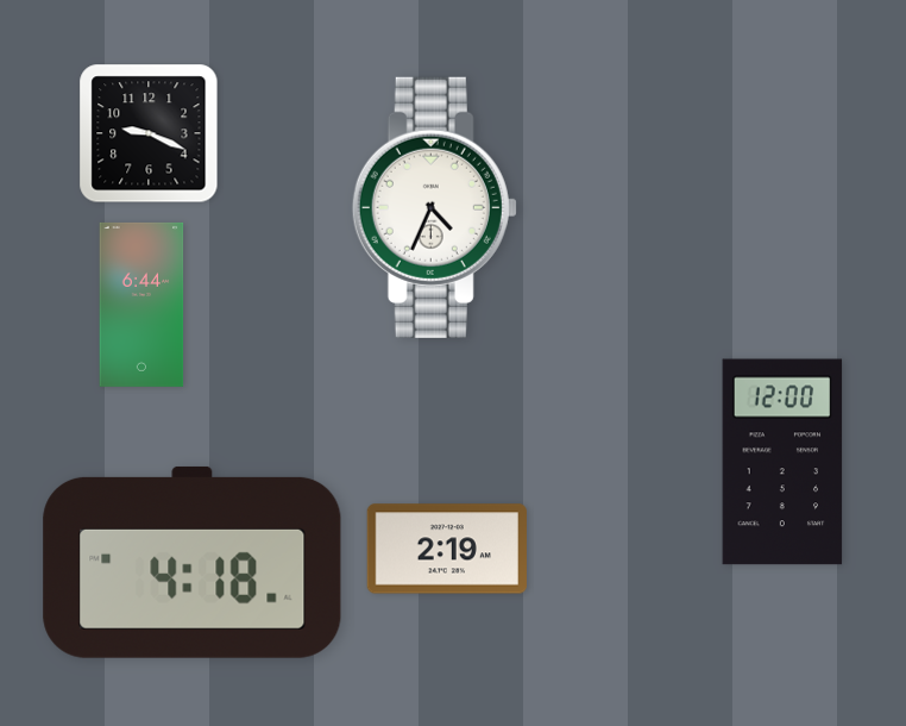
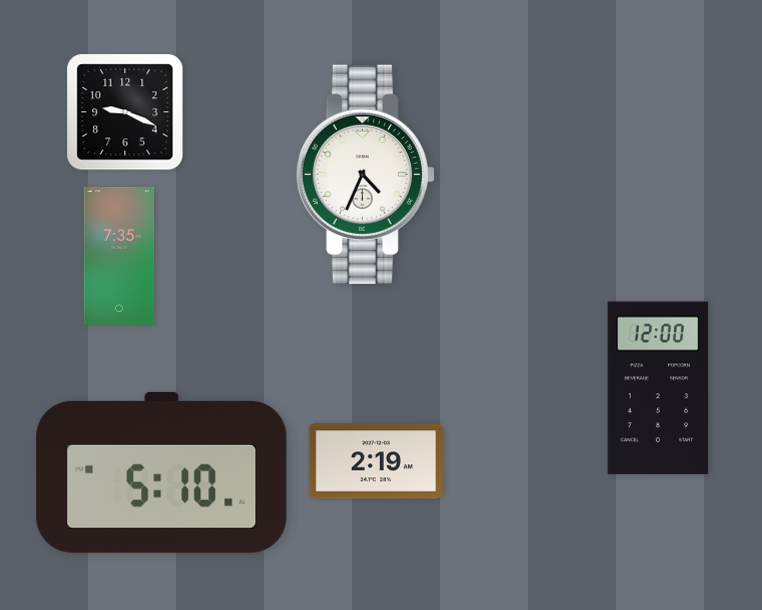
clock at (141, 305): 6:44 -> 7:35
clock at (193, 562): 4:18 -> 5:10
